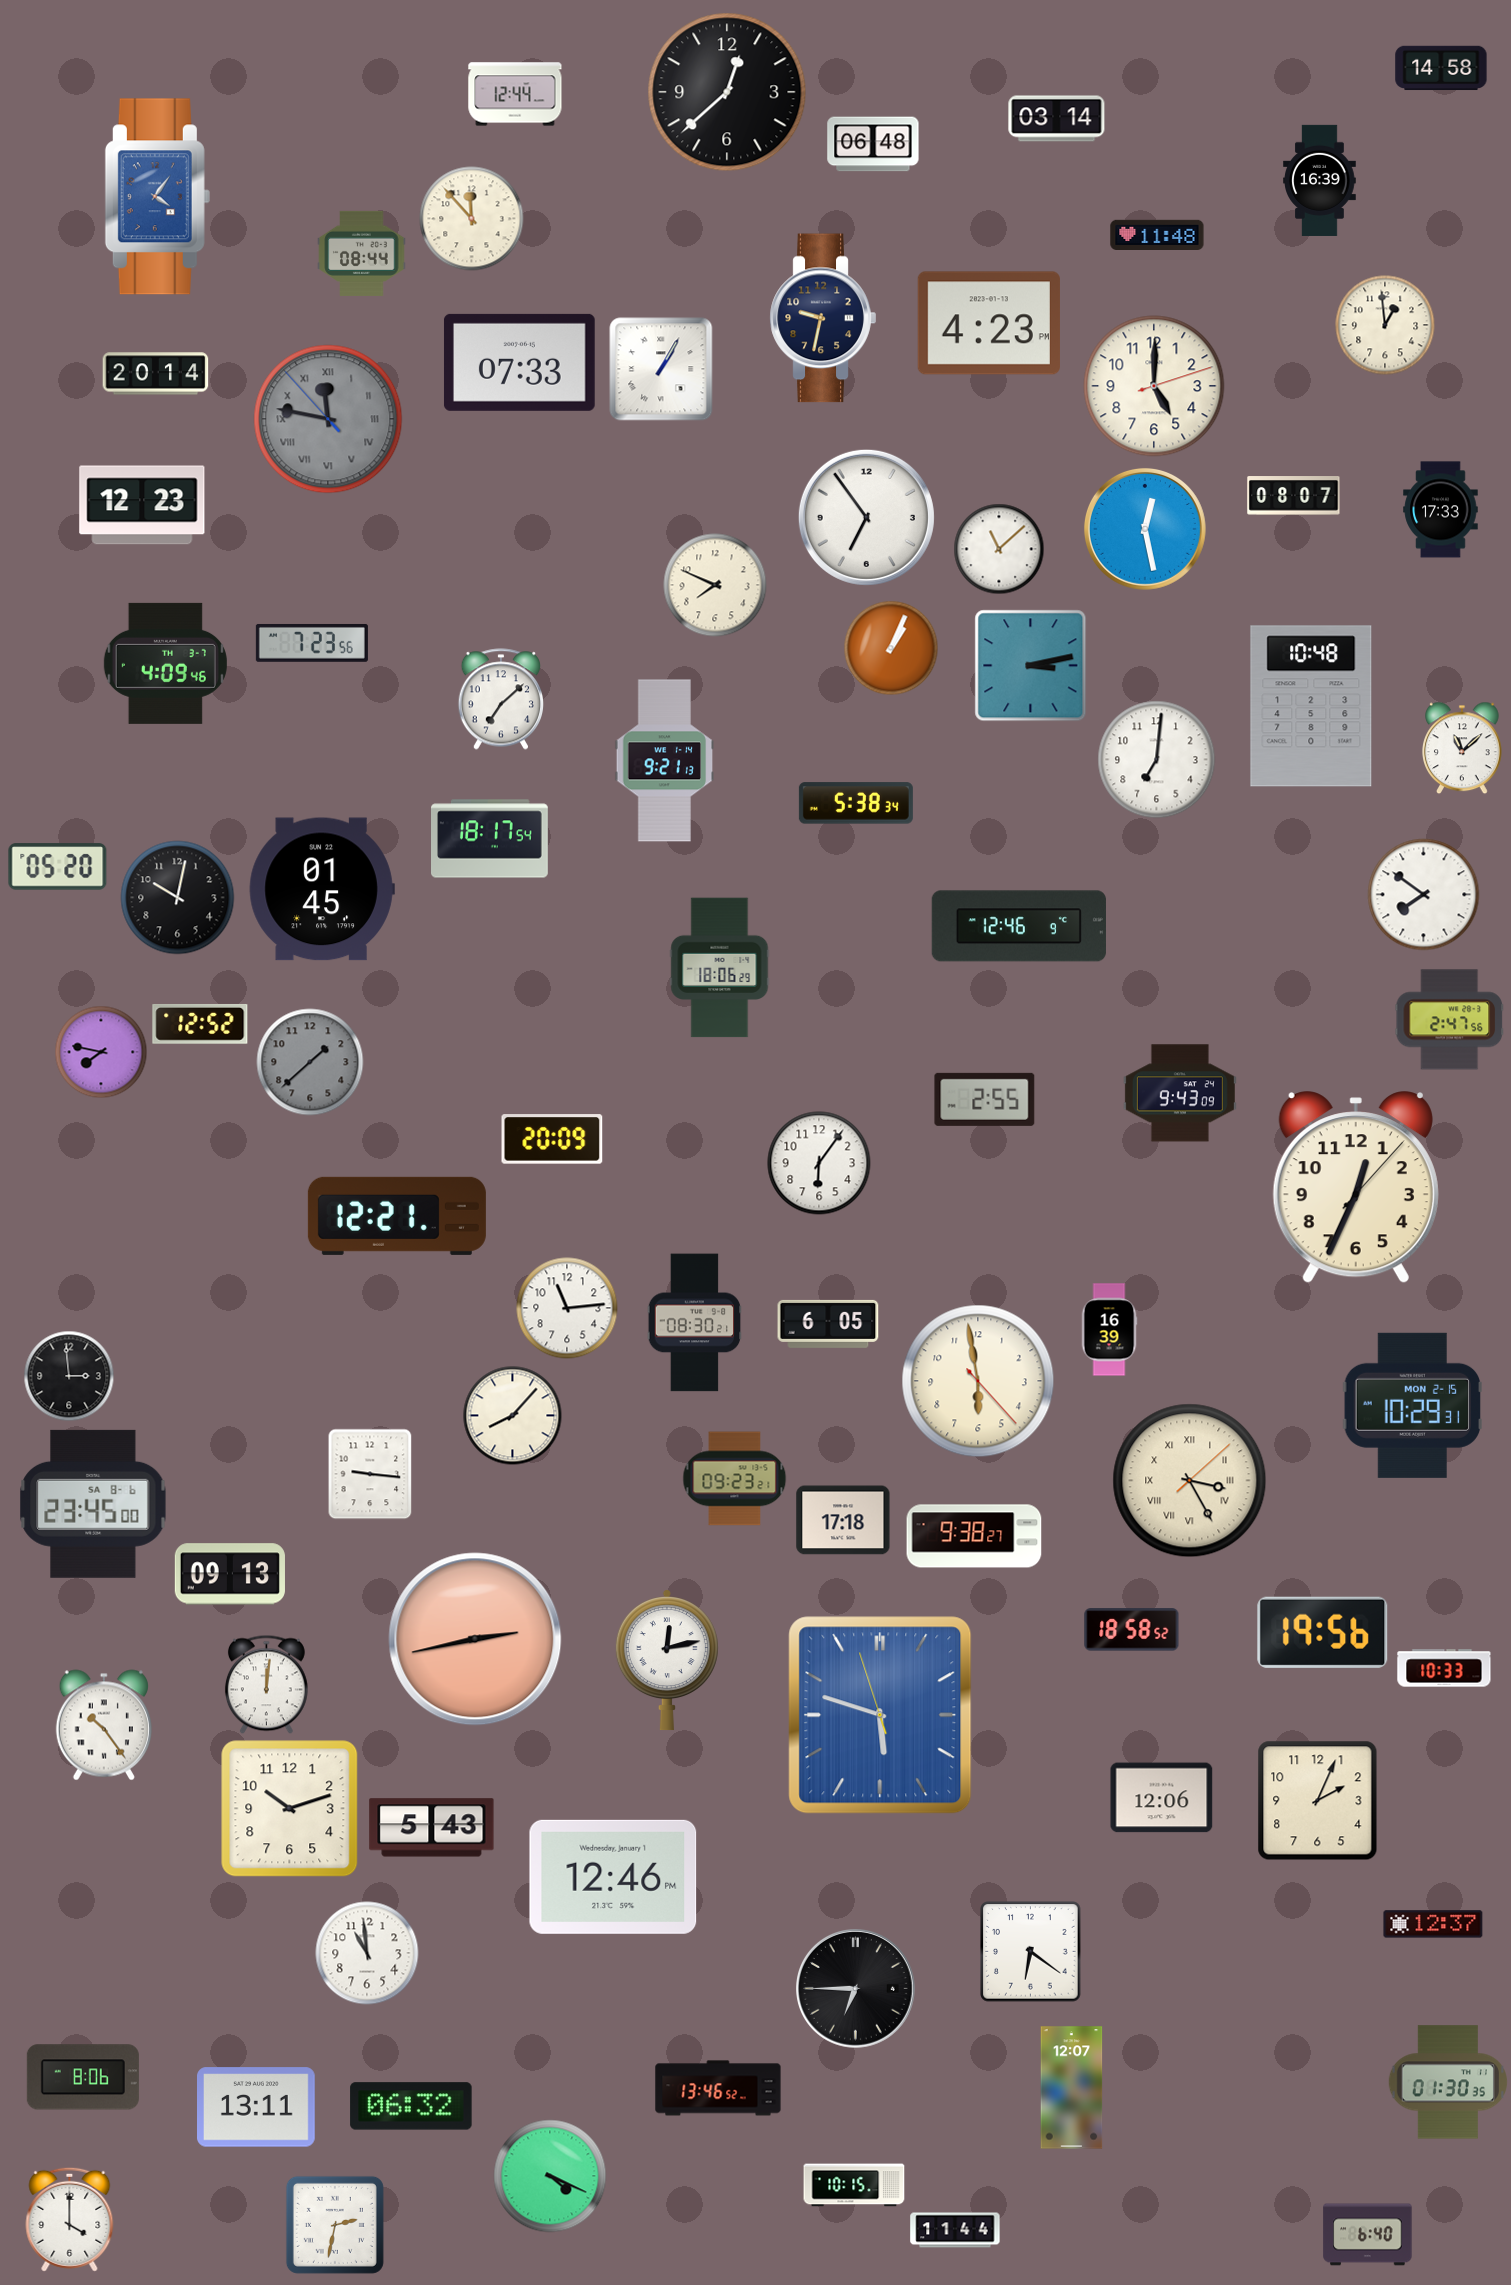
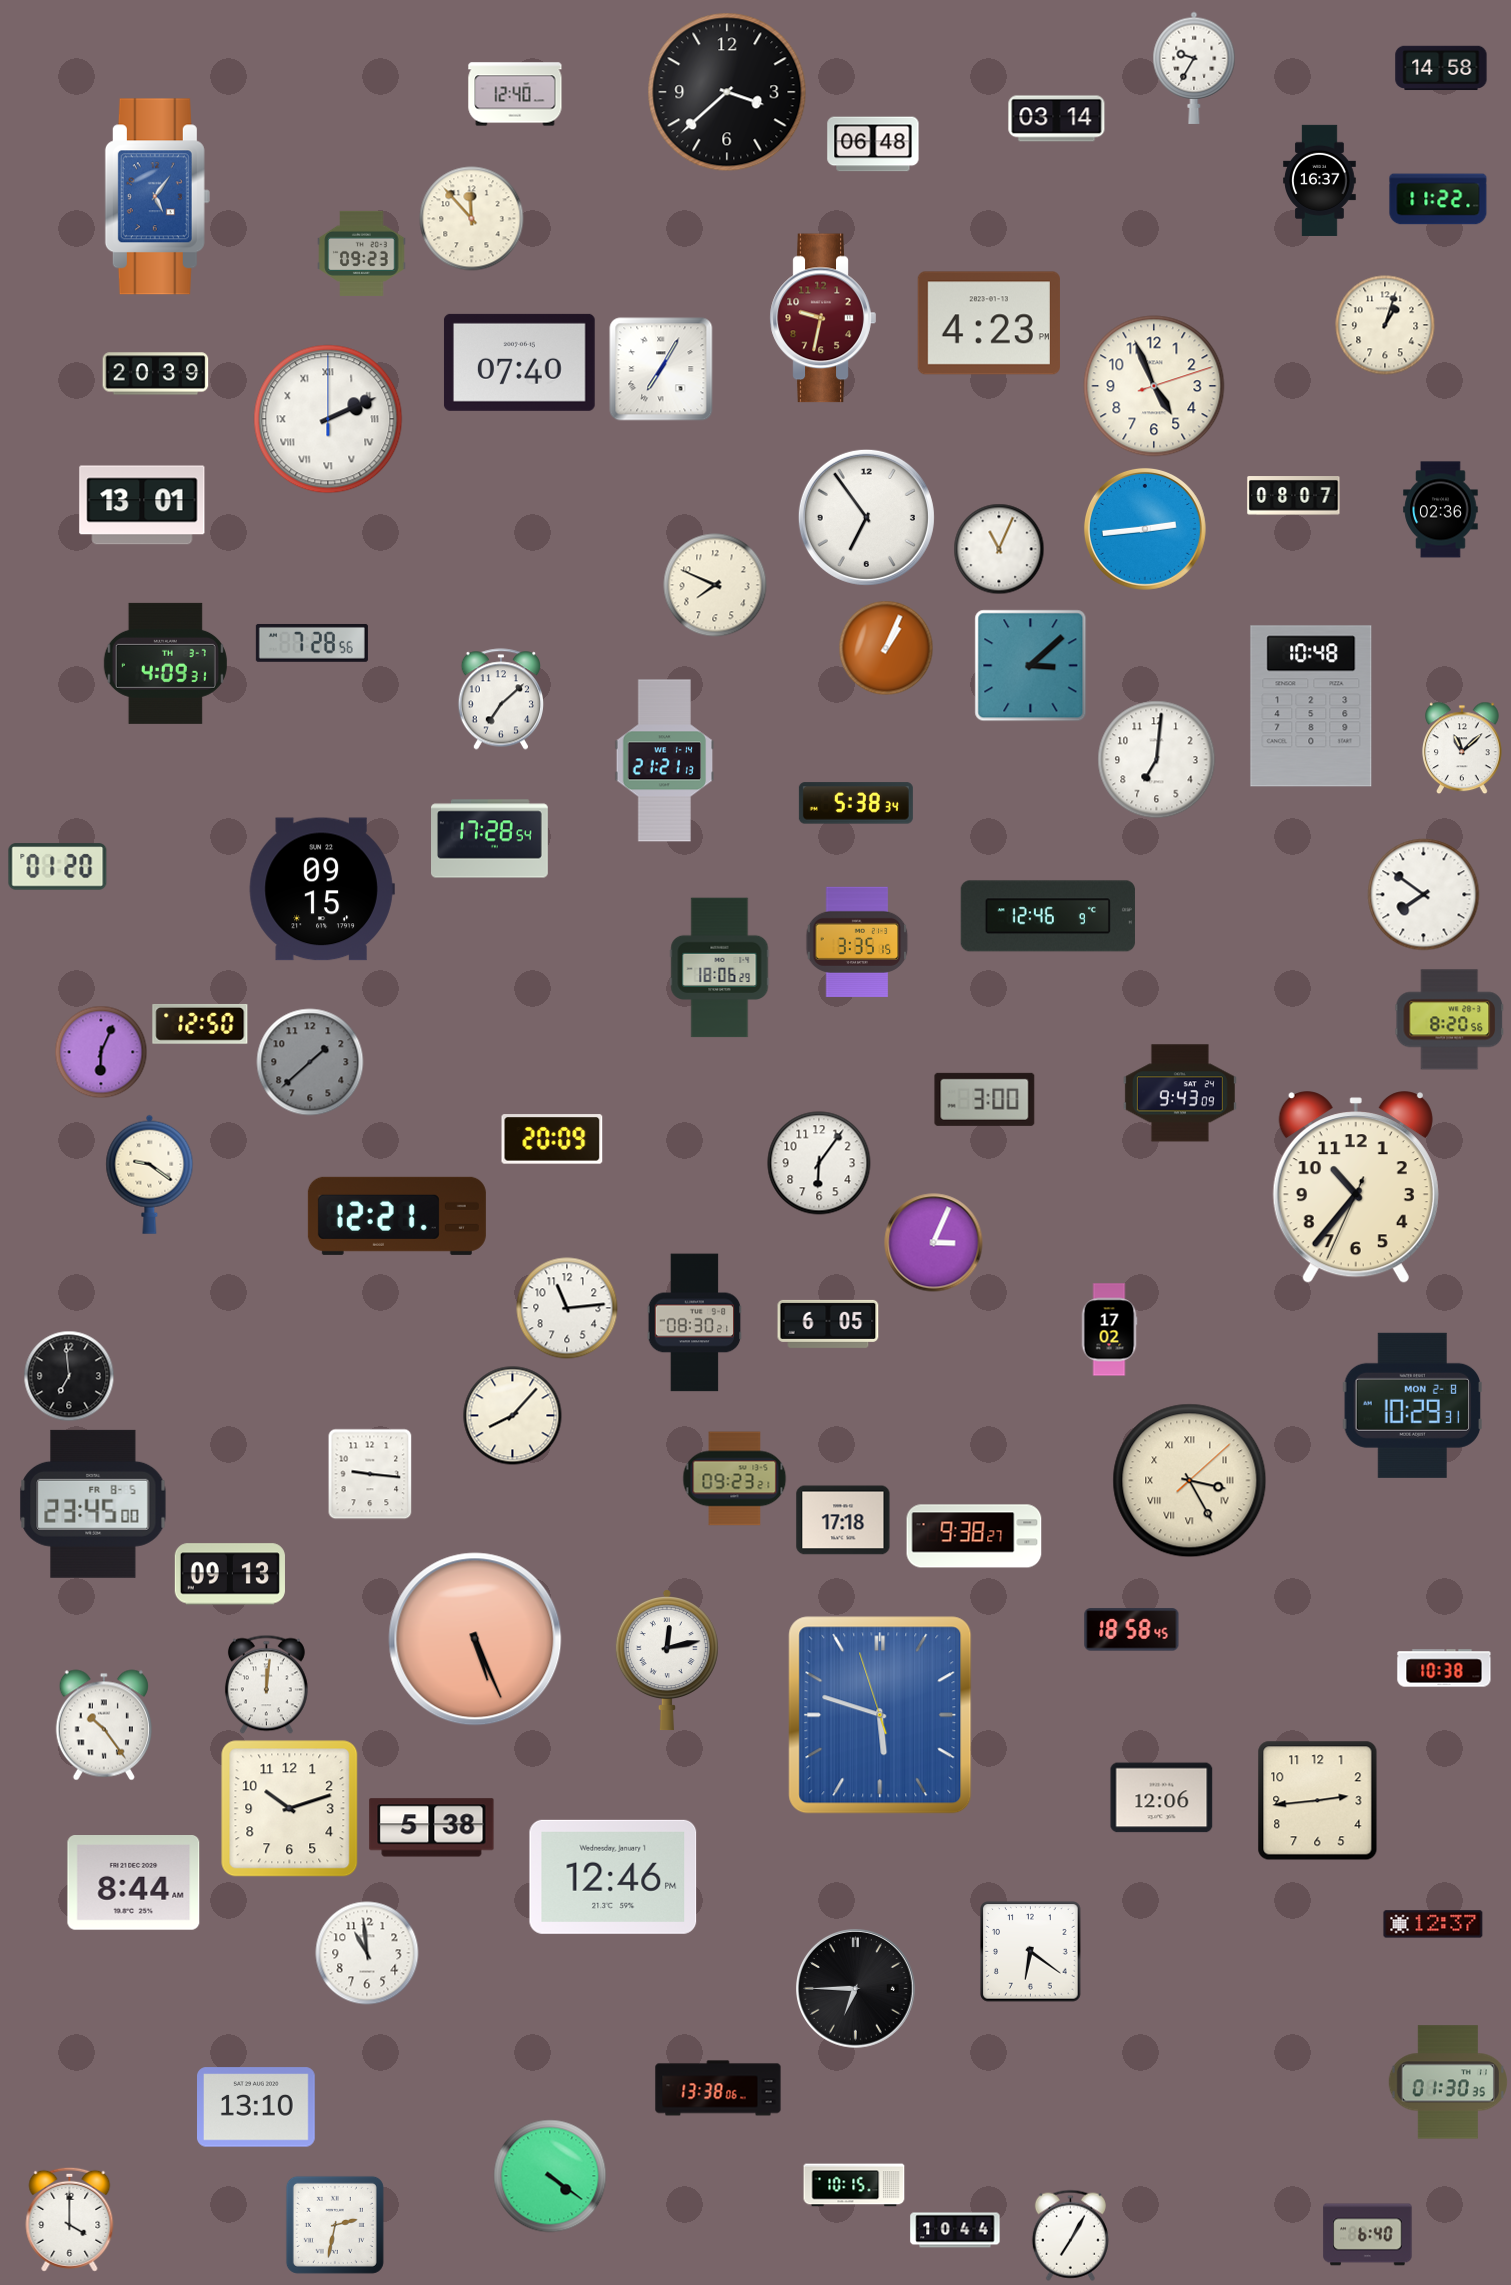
clock at (1194, 68): none -> 9:35
clock at (727, 92): 12:38 -> 3:38
clock at (515, 94): 12:44 -> 12:40
clock at (1320, 180): 16:39 -> 16:37
clock at (157, 197): 4:06 -> 5:06
clock at (1438, 199): none -> 11:22
clock at (1157, 234): 11:48 -> none
clock at (362, 253): 08:44 -> 09:23
clock at (823, 318) dial: navy -> burgundy
clock at (1385, 325): 12:59 -> 1:03
clock at (519, 362): 07:33 -> 07:40
clock at (661, 369): 1:05 -> 7:05
clock at (156, 374): 20:14 -> 20:39
clock at (1154, 386): 5:00 -> 4:56
clock at (328, 419): 11:46 -> 2:11
clock at (328, 419) dial: grey -> white
clock at (142, 505): 12:23 -> 13:01
clock at (1441, 510): 17:33 -> 02:36
clock at (1145, 529): 12:28 -> 2:44
clock at (999, 549): 11:08 -> 11:04
clock at (312, 643): 7:23 -> 7:28
clock at (891, 648) position: (891, 648) -> (886, 648)
clock at (165, 663): 4:09:46 -> 4:09:31
clock at (1031, 666): 3:13 -> 3:08
clock at (665, 761): 9:21 -> 21:21
clock at (490, 839): 18:17 -> 17:28
clock at (58, 867): 05:20 -> 01:20
clock at (322, 889): 01:45 -> 09:15
clock at (178, 898): 10:02 -> none
clock at (1019, 926) position: (1019, 926) -> (1048, 916)
clock at (857, 941): none -> 3:35
clock at (1449, 1020): 2:47 -> 8:20
clock at (200, 1024): 12:52 -> 12:50
clock at (101, 1052): 7:47 -> 6:04
clock at (985, 1099): 2:55 -> 3:00
clock at (150, 1174): none -> 9:21
clock at (1356, 1188): 12:34 -> 10:36
clock at (934, 1243): none -> 3:04
clock at (1109, 1330): 16:39 -> 17:02
clock at (69, 1376): 2:59 -> 6:59
clock at (978, 1381): 5:58 -> none
clock at (1412, 1405) date: MON 2-15 -> MON 2-8
clock at (93, 1504) date: SA 8-6 -> FR 8-5
clock at (1132, 1630): 18:58:52 -> 18:58:45
clock at (1323, 1632): 19:56 -> none
clock at (475, 1639): 2:43 -> 5:26
clock at (1444, 1668): 10:33 -> 10:38
clock at (1318, 1801): 2:04 -> 2:44
clock at (432, 1828): 5:43 -> 5:38
clock at (134, 1883): none -> 8:44
clock at (83, 2077): 8:06 -> none
clock at (718, 2088): 13:46 -> 13:38
clock at (1072, 2088): 12:07 -> none
clock at (411, 2106): 06:32 -> none
clock at (257, 2107): 13:11 -> 13:10
clock at (550, 2176): 4:19 -> 4:21
clock at (955, 2230): 11:44 -> 10:44
clock at (1070, 2235): none -> 7:05
